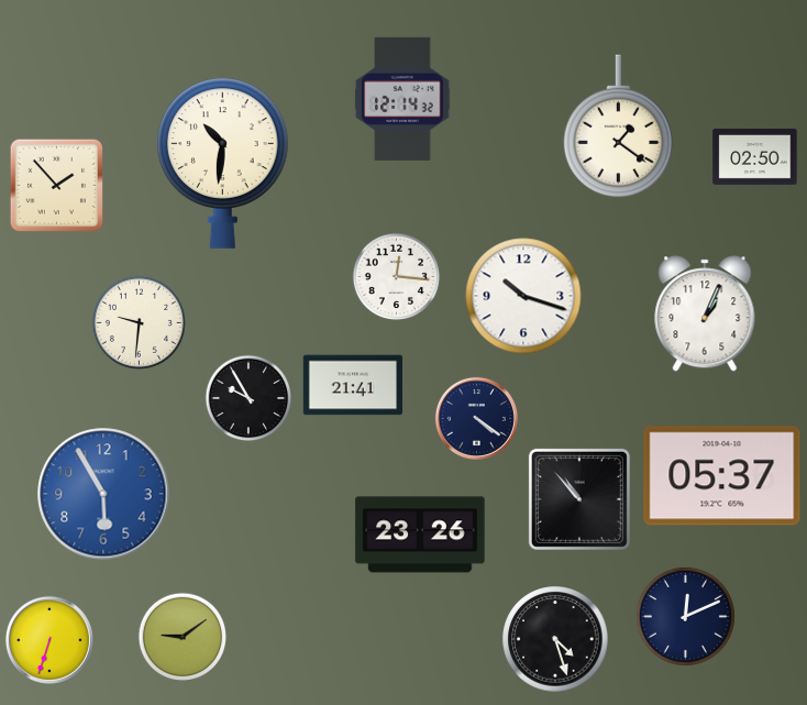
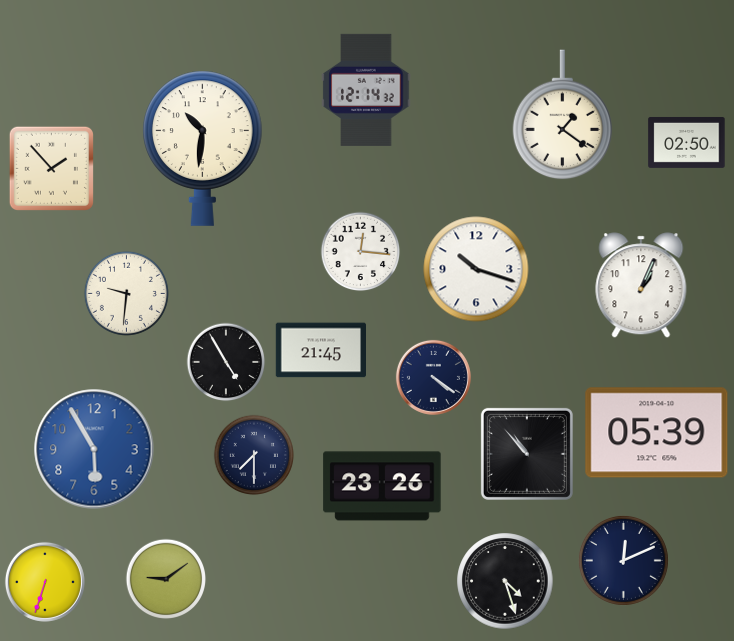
clock at (352, 385): 21:41 -> 21:45
clock at (248, 398): 9:55 -> 4:55
clock at (476, 418) position: (476, 418) -> (433, 377)
clock at (722, 476): 05:37 -> 05:39
clock at (254, 455): none -> 7:30
